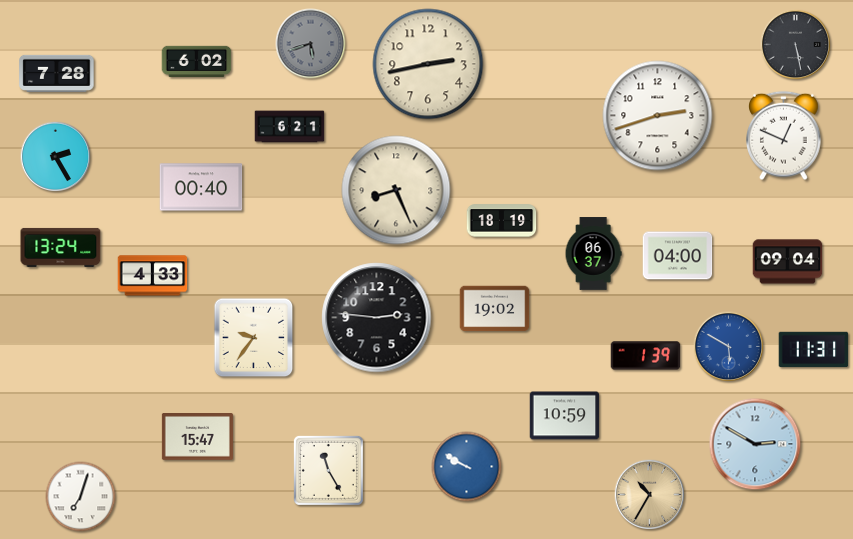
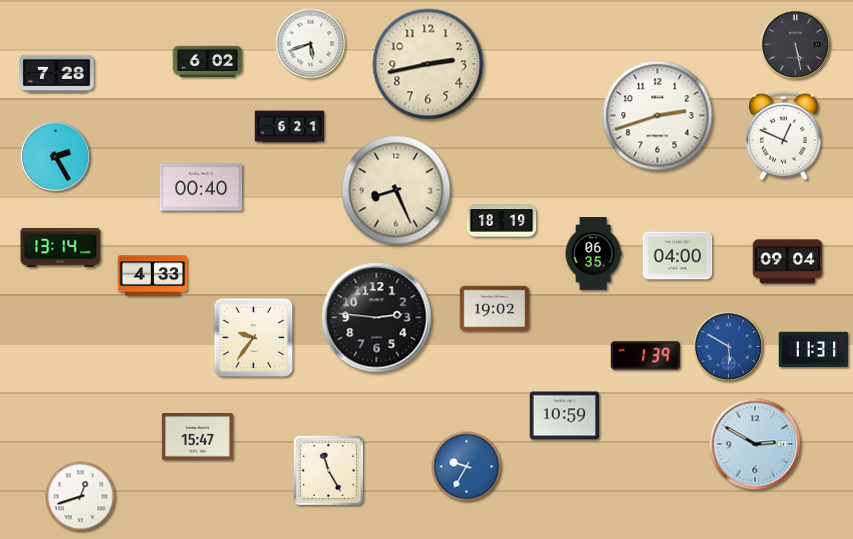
clock at (311, 44) dial: grey -> white
clock at (197, 61) position: (197, 61) -> (208, 61)
clock at (61, 247): 13:24 -> 13:14
clock at (593, 254): 06:37 -> 06:35
clock at (467, 467): 9:50 -> 9:35
clock at (650, 495): 10:35 -> none
clock at (81, 497): 7:03 -> 12:42
